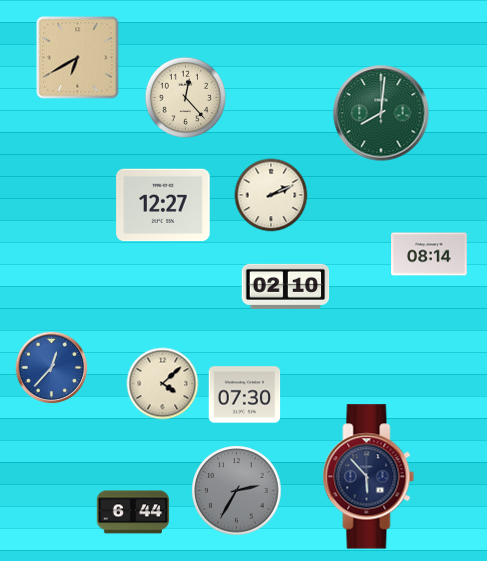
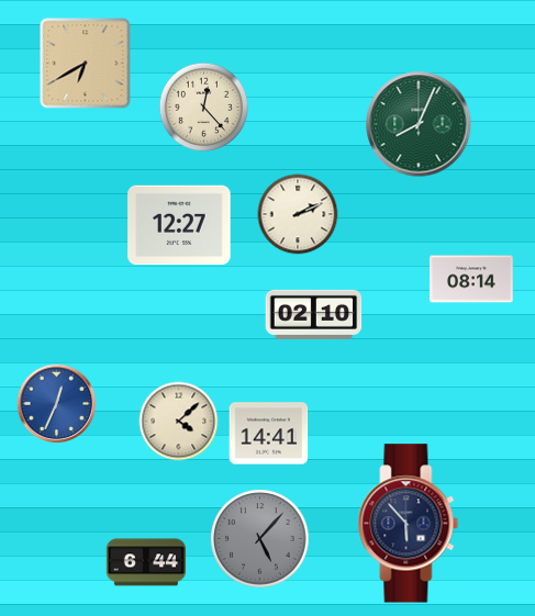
clock at (381, 113): 8:01 -> 8:04
clock at (52, 368): 12:37 -> 12:34
clock at (245, 395): 07:30 -> 14:41
clock at (369, 477) position: (369, 477) -> (409, 524)
clock at (237, 491): 2:35 -> 5:07
